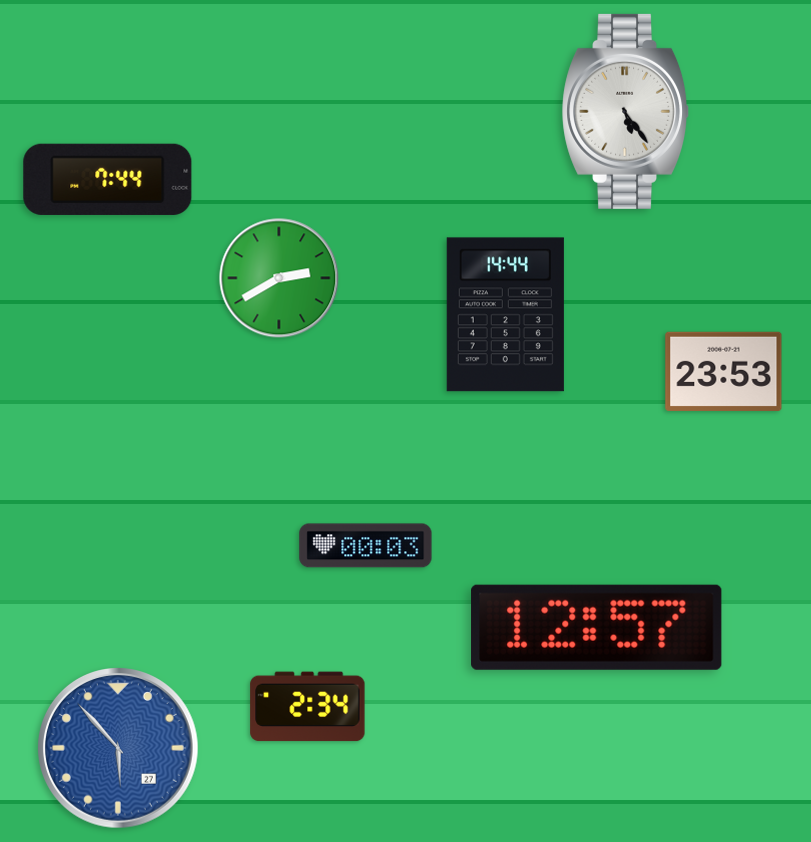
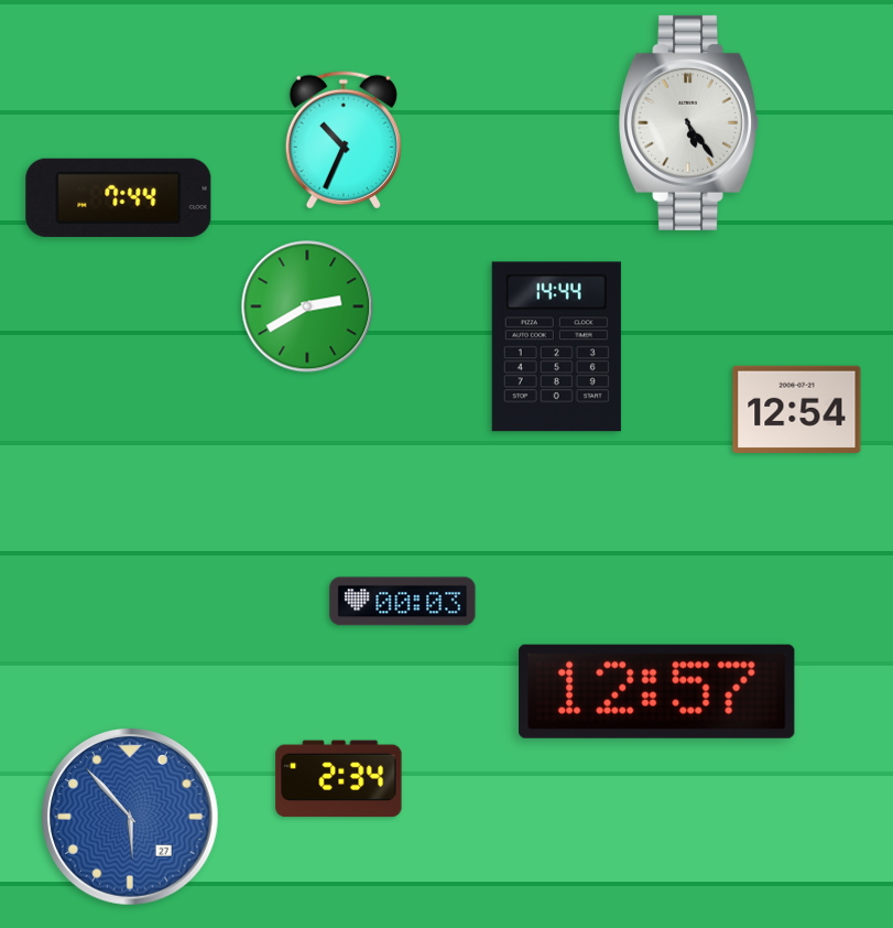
clock at (344, 140): none -> 10:34
clock at (724, 371): 23:53 -> 12:54
clock at (119, 749) position: (119, 749) -> (131, 818)
